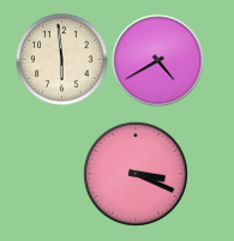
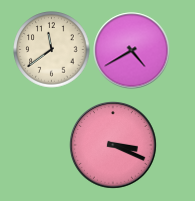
clock at (62, 60): 5:59 -> 11:39
